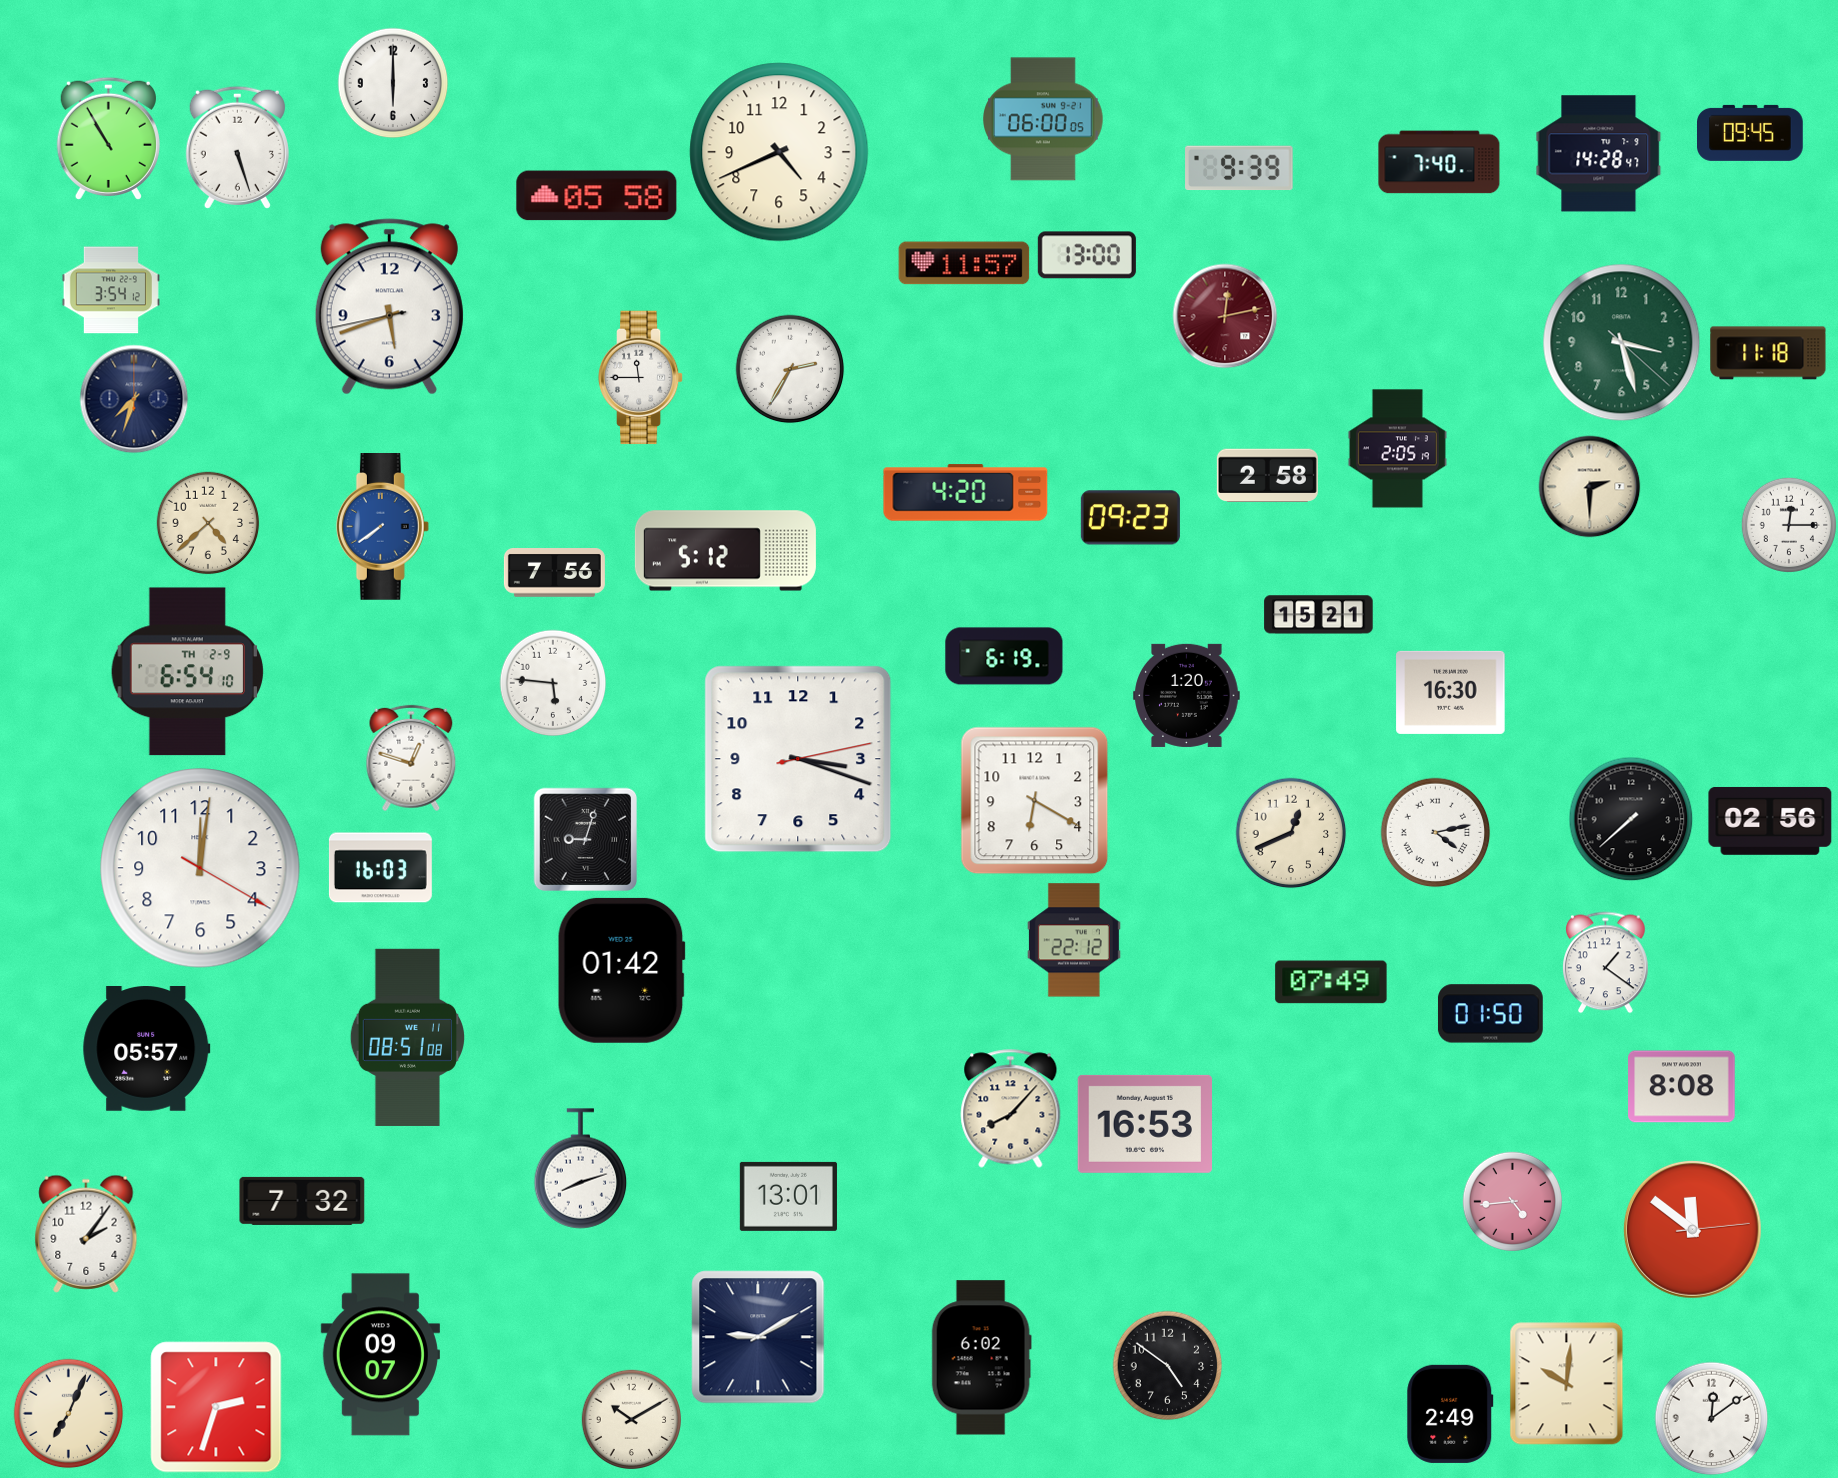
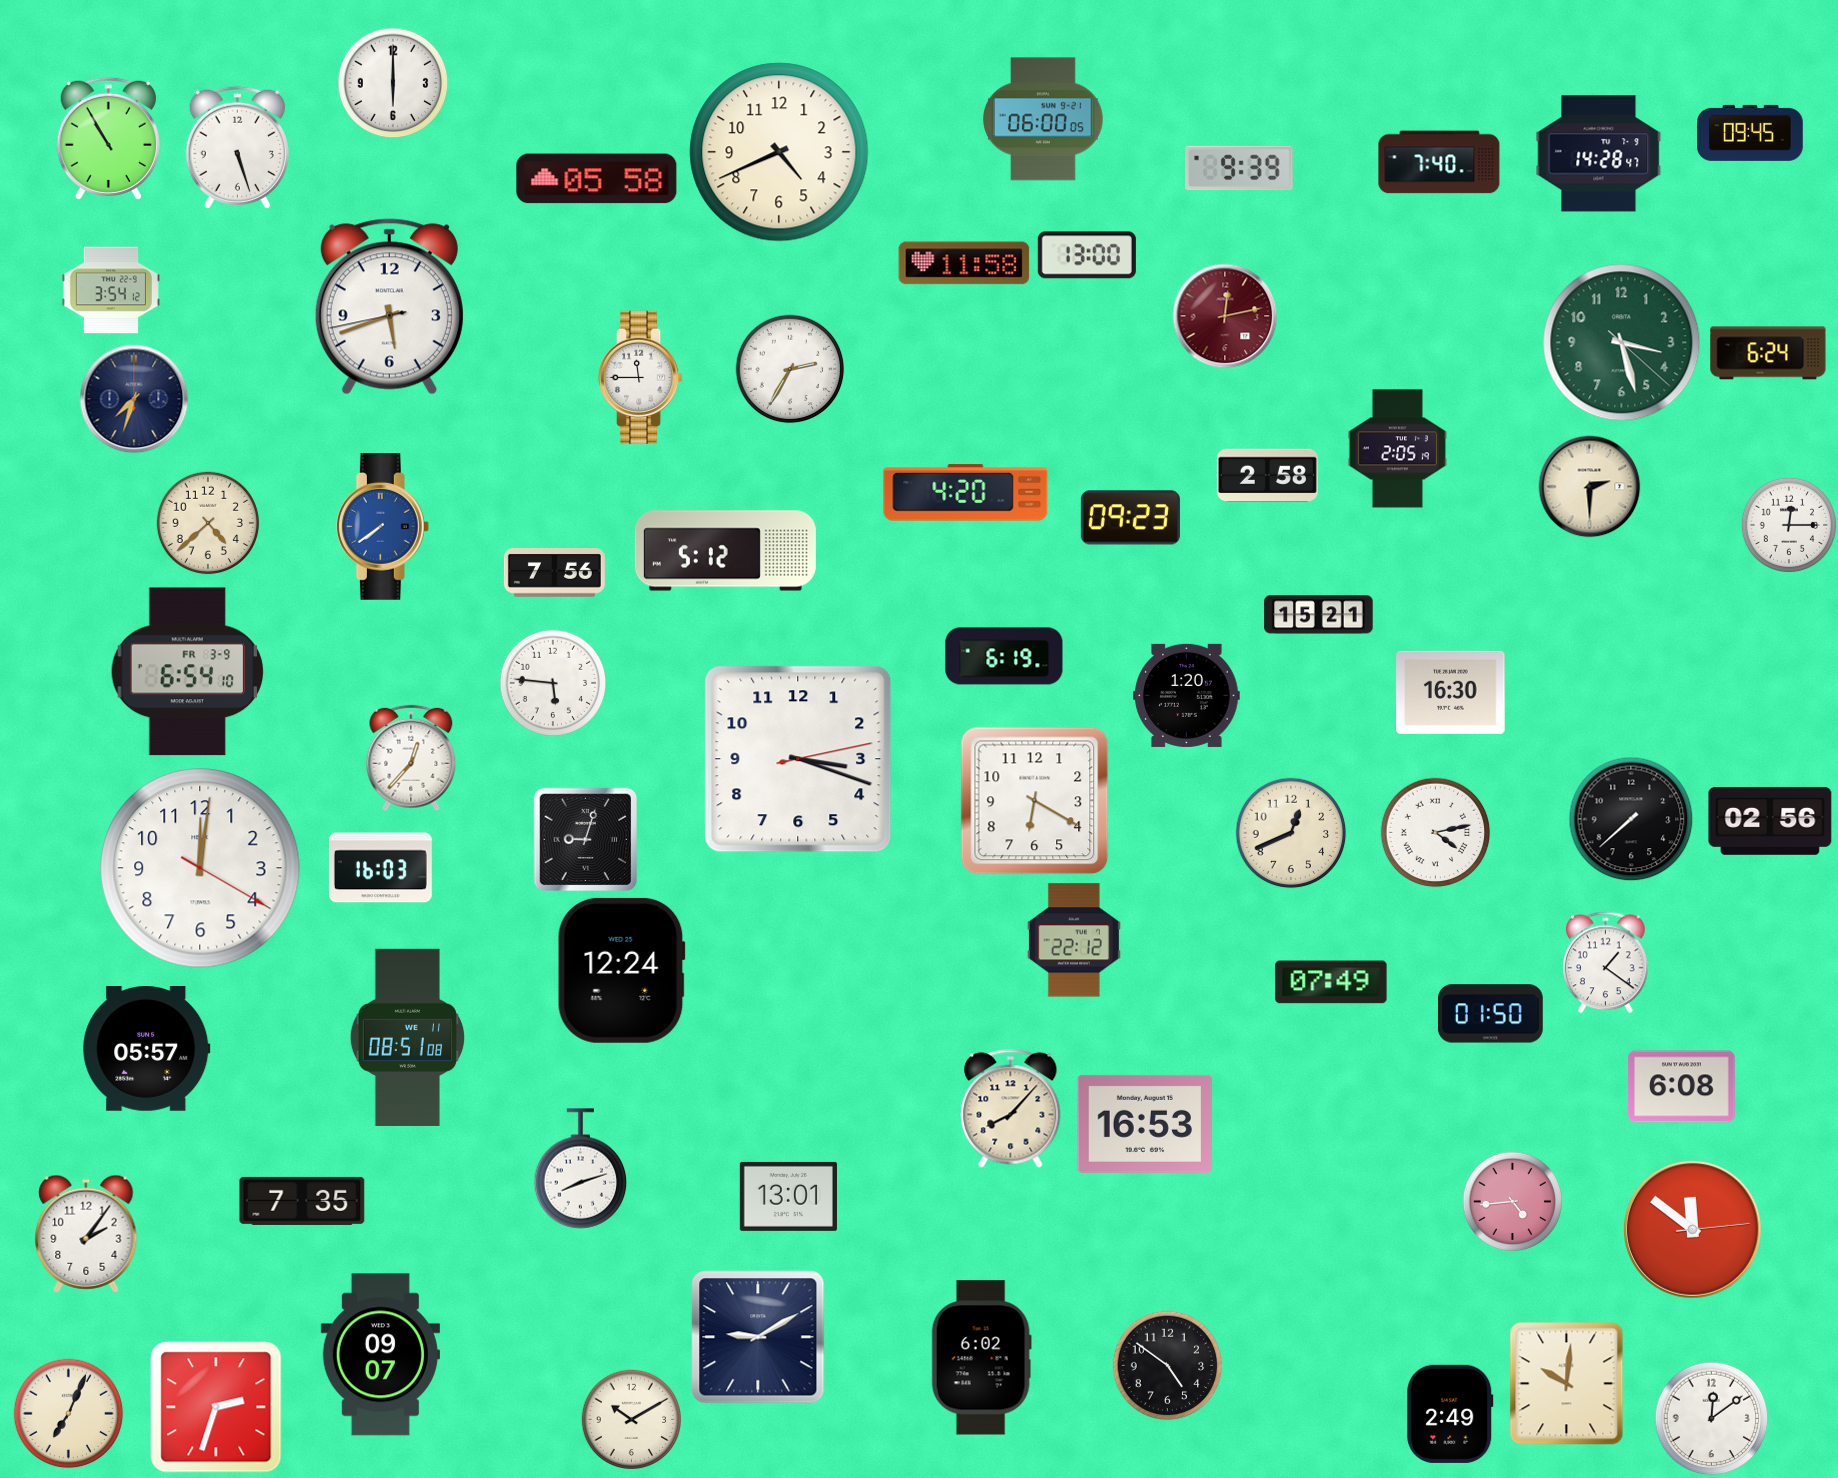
clock at (597, 196) position: (597, 196) -> (597, 179)
clock at (964, 263): 11:57 -> 11:58
clock at (1768, 353): 11:18 -> 6:24
clock at (187, 672) date: TH 2-9 -> FR 3-9
clock at (411, 758): 12:48 -> 12:37
clock at (621, 970): 01:42 -> 12:24
clock at (1682, 1087): 8:08 -> 6:08
clock at (302, 1201): 7:32 -> 7:35
